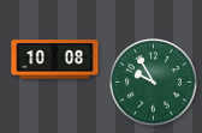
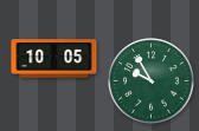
clock at (55, 60): 10:08 -> 10:05
